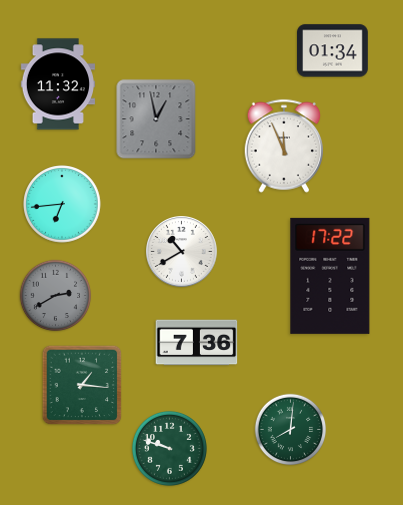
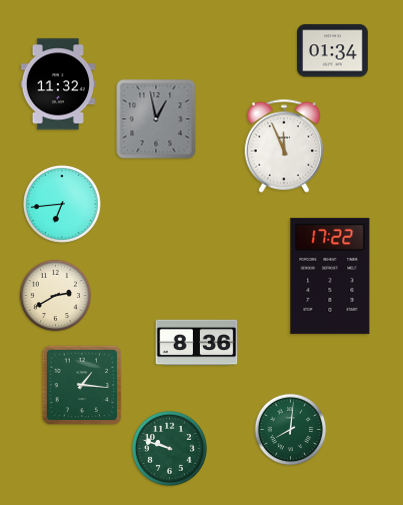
clock at (182, 252): 10:40 -> none
clock at (56, 296) dial: grey -> cream
clock at (197, 343): 7:36 -> 8:36
